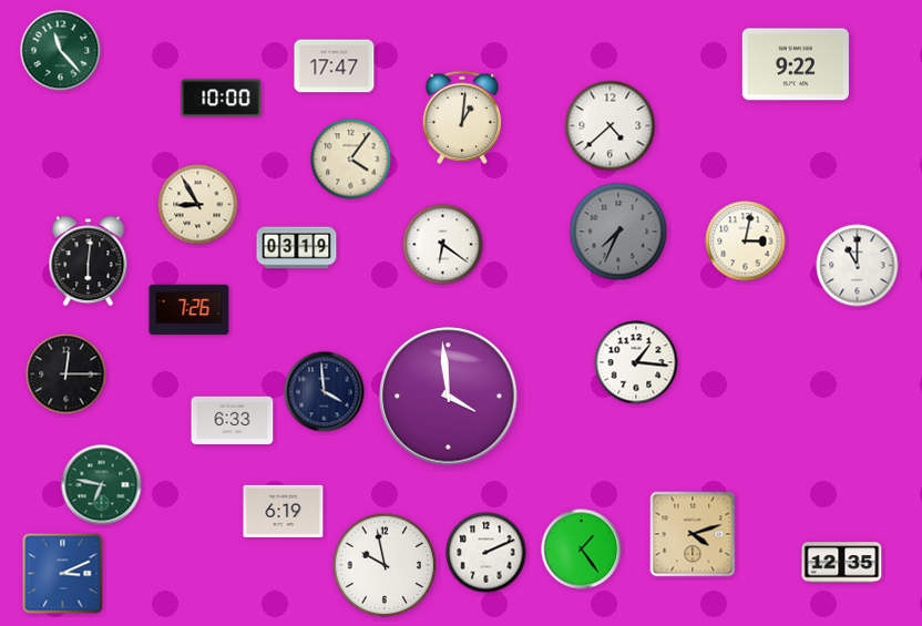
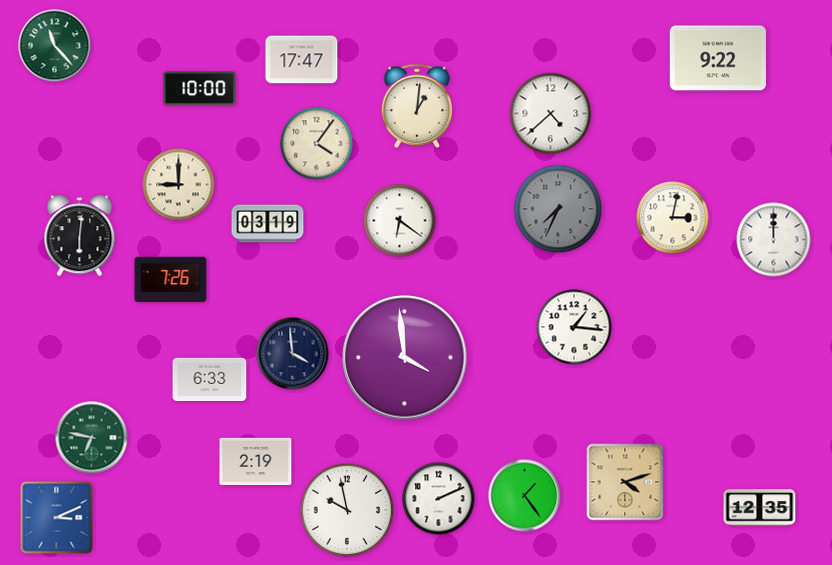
clock at (198, 205): 8:55 -> 9:00
clock at (858, 266): 11:00 -> 12:00
clock at (66, 374): 12:15 -> none
clock at (284, 511): 6:19 -> 2:19
